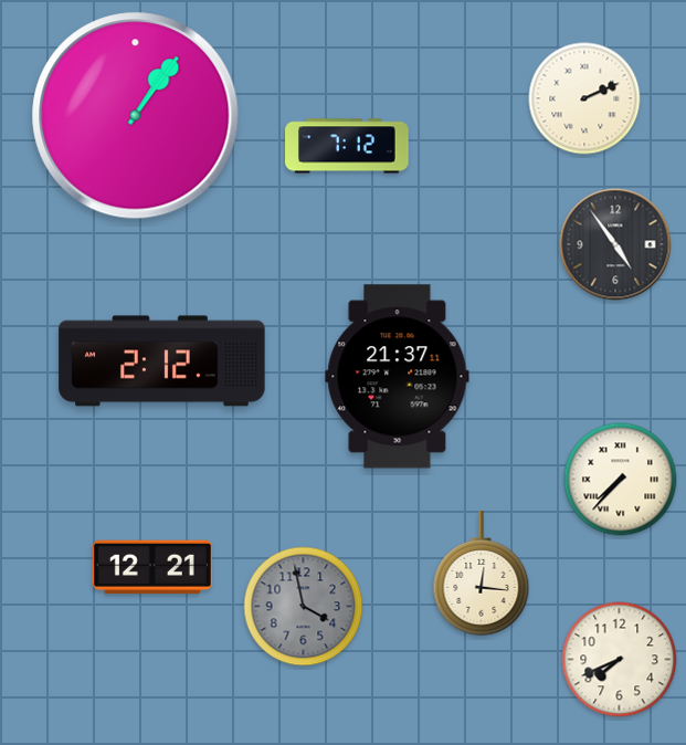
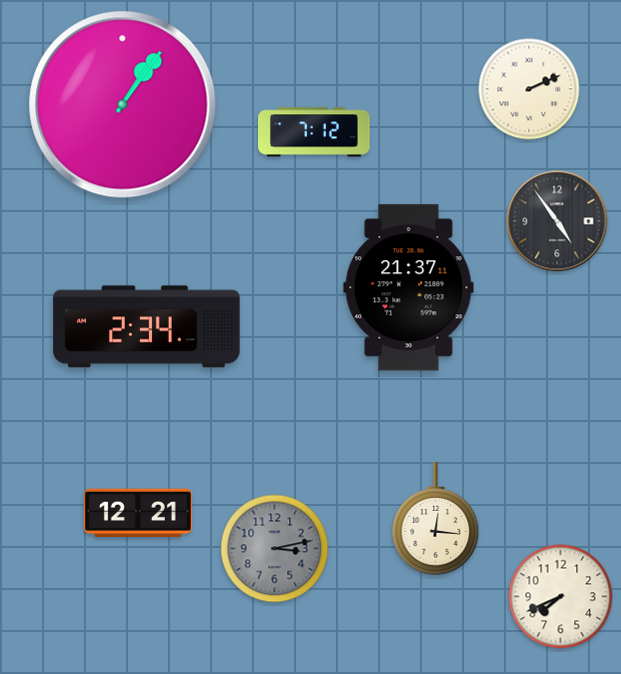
clock at (162, 361): 2:12 -> 2:34
clock at (398, 377) position: (398, 377) -> (409, 288)
clock at (621, 480): 7:37 -> none
clock at (304, 607): 3:58 -> 3:13
